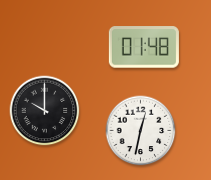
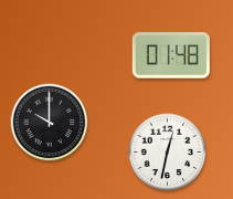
clock at (144, 47) position: (144, 47) -> (171, 55)
clock at (141, 131) position: (141, 131) -> (168, 153)
